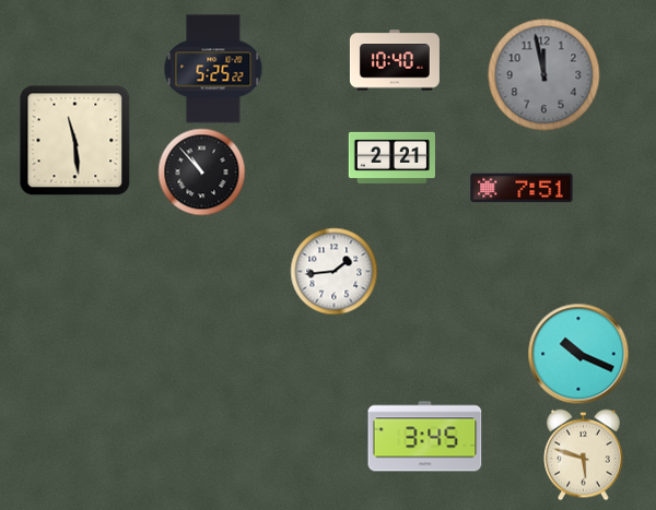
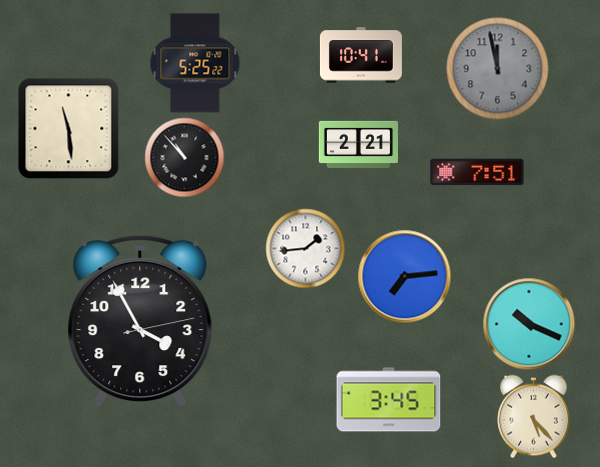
clock at (395, 60): 10:40 -> 10:41
clock at (405, 277): none -> 7:14
clock at (140, 321): none -> 3:55
clock at (584, 455): 5:48 -> 5:23
